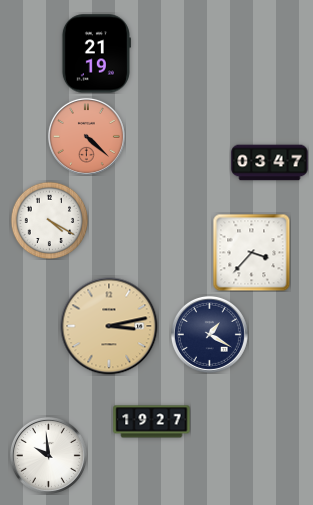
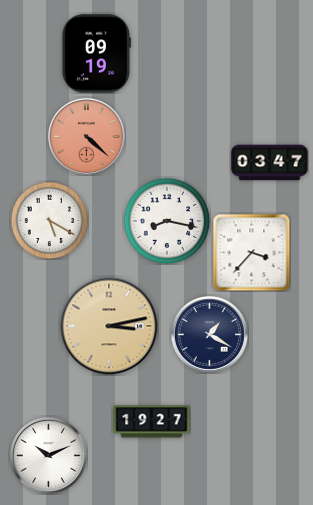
clock at (96, 54): 21:19 -> 09:19
clock at (49, 220): 4:20 -> 5:20
clock at (167, 221): none -> 8:17
clock at (48, 455): 9:59 -> 10:11
